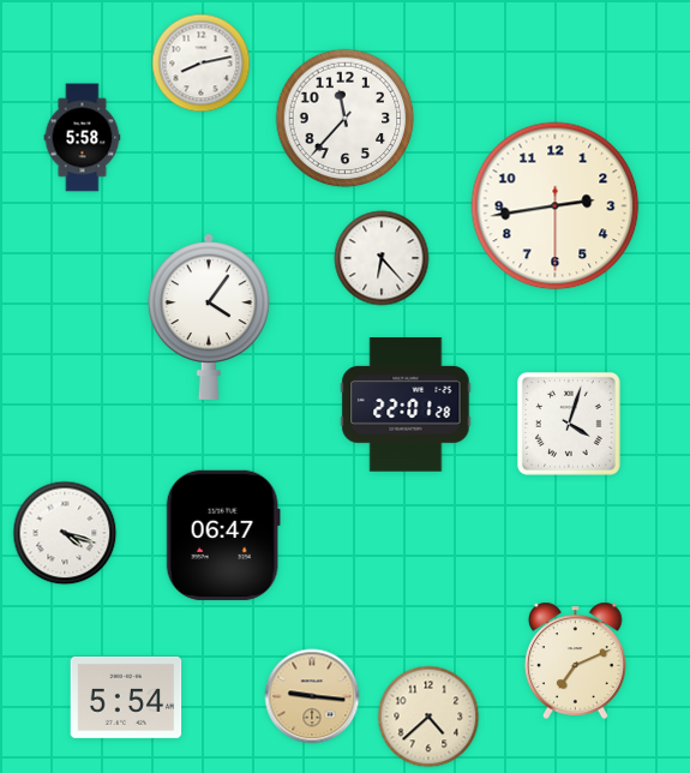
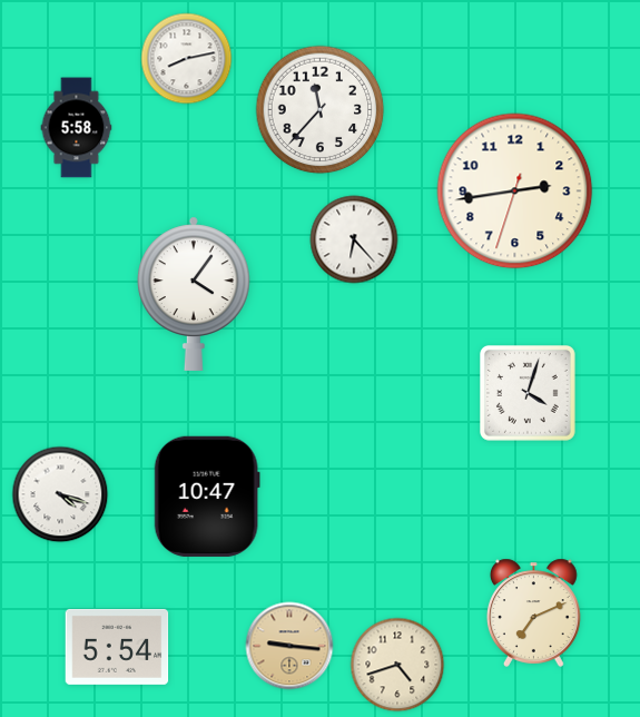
clock at (556, 206): 2:43:30 -> 2:43:33
clock at (406, 405): 22:01 -> none
clock at (223, 535): 06:47 -> 10:47
clock at (428, 717): 4:38 -> 4:42
